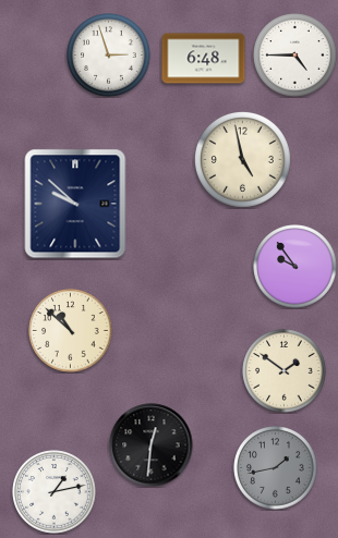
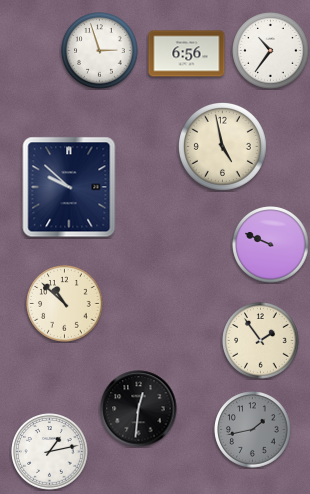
clock at (295, 56): 4:45 -> 10:36
clock at (204, 59): 6:48 -> 6:56
clock at (295, 267): 9:54 -> 9:49
clock at (285, 371): 1:51 -> 1:54
